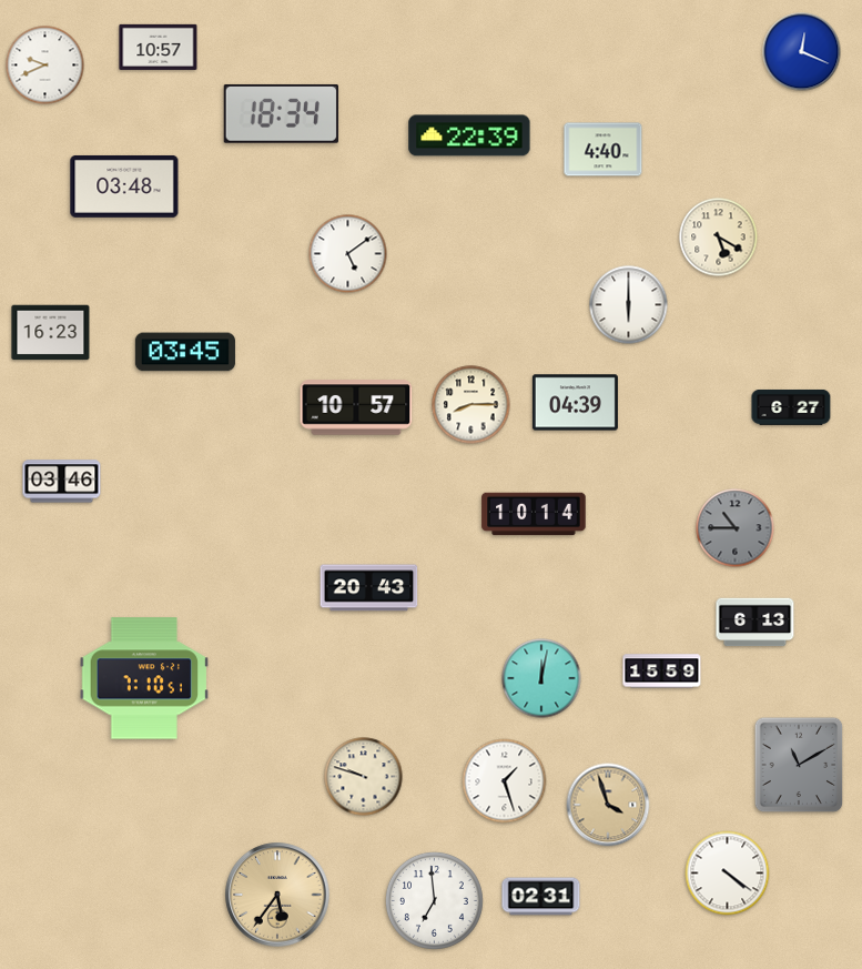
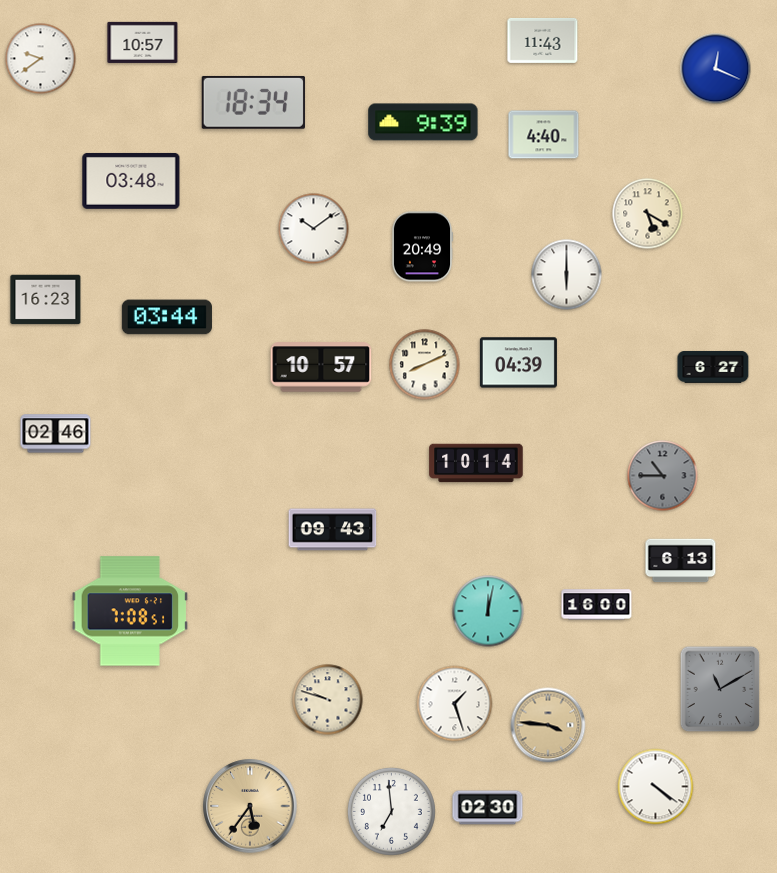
clock at (543, 40): none -> 11:43
clock at (802, 52) position: (802, 52) -> (716, 69)
clock at (45, 65): 9:41 -> 9:39
clock at (469, 135): 22:39 -> 9:39
clock at (124, 186) position: (124, 186) -> (131, 181)
clock at (348, 254): 5:09 -> 10:09
clock at (422, 247): none -> 20:49
clock at (185, 352): 03:45 -> 03:44
clock at (471, 405): 8:15 -> 8:11
clock at (62, 482): 03:46 -> 02:46
clock at (534, 514) position: (534, 514) -> (476, 463)
clock at (369, 588): 20:43 -> 09:43
clock at (662, 672): 15:59 -> 16:00
clock at (144, 678): 7:10 -> 7:08
clock at (608, 805): 3:57 -> 3:46
clock at (541, 897): 02:31 -> 02:30
